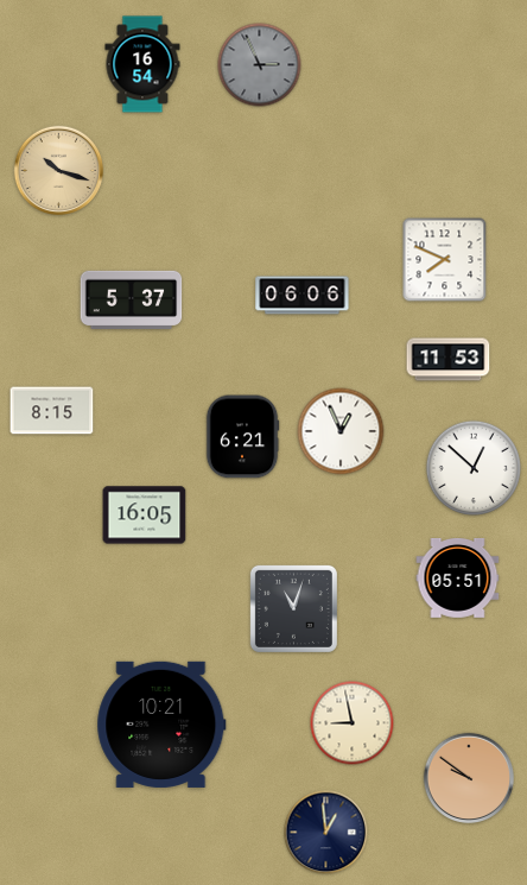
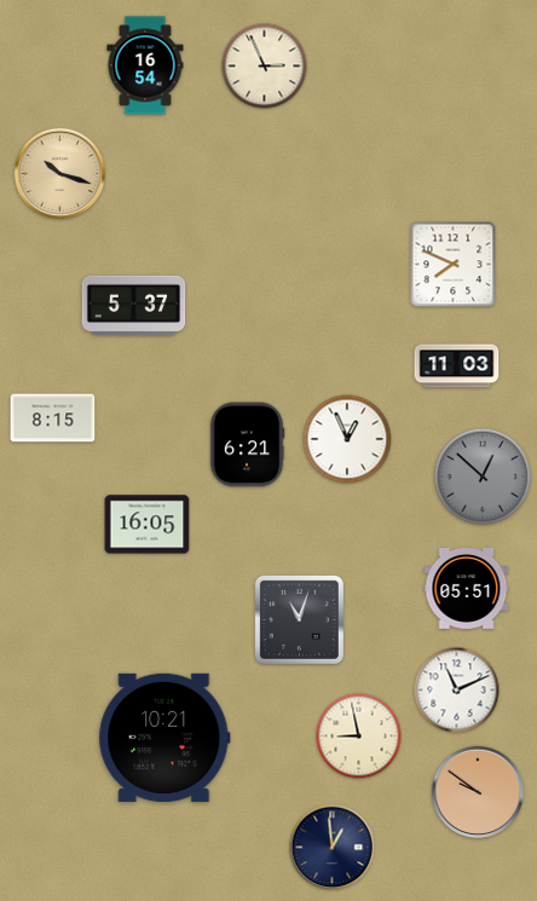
clock at (260, 65) dial: grey -> cream
clock at (303, 296): 06:06 -> none
clock at (449, 360): 11:53 -> 11:03
clock at (472, 467) dial: white -> grey
clock at (457, 691): none -> 11:11
